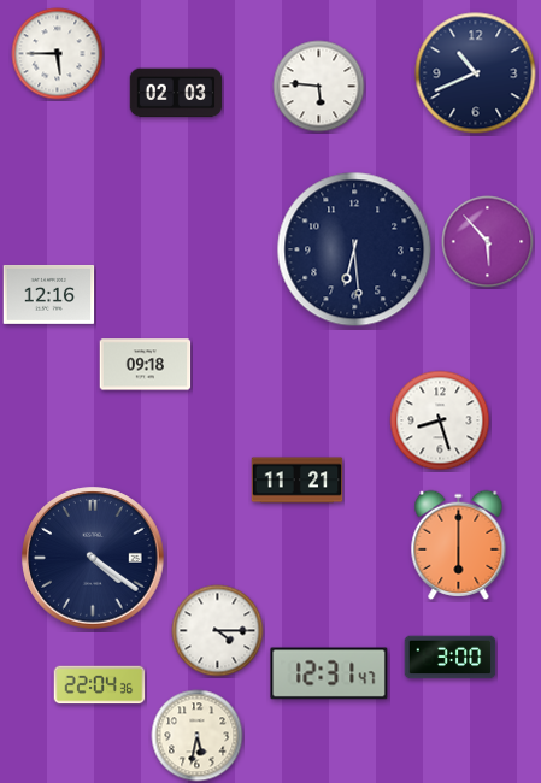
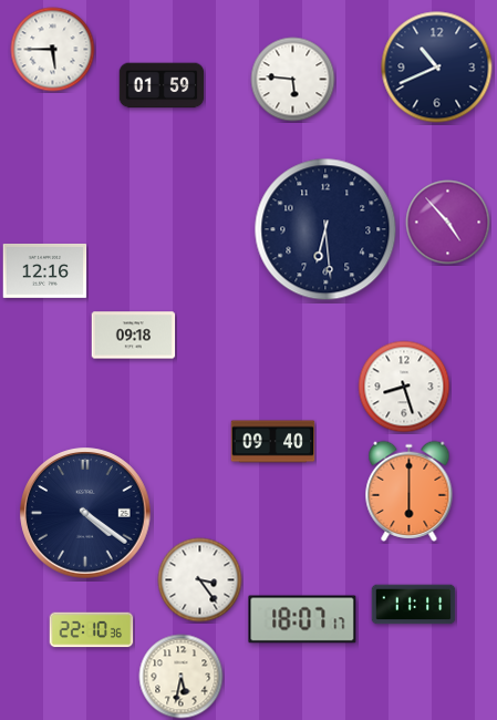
clock at (176, 93): 02:03 -> 01:59
clock at (488, 242): 5:53 -> 4:53
clock at (298, 481): 11:21 -> 09:40
clock at (459, 544) position: (459, 544) -> (410, 491)
clock at (218, 631): 4:15 -> 3:24
clock at (451, 658): 3:00 -> 11:11
clock at (329, 673): 12:31 -> 18:07
clock at (100, 685): 22:04 -> 22:10
